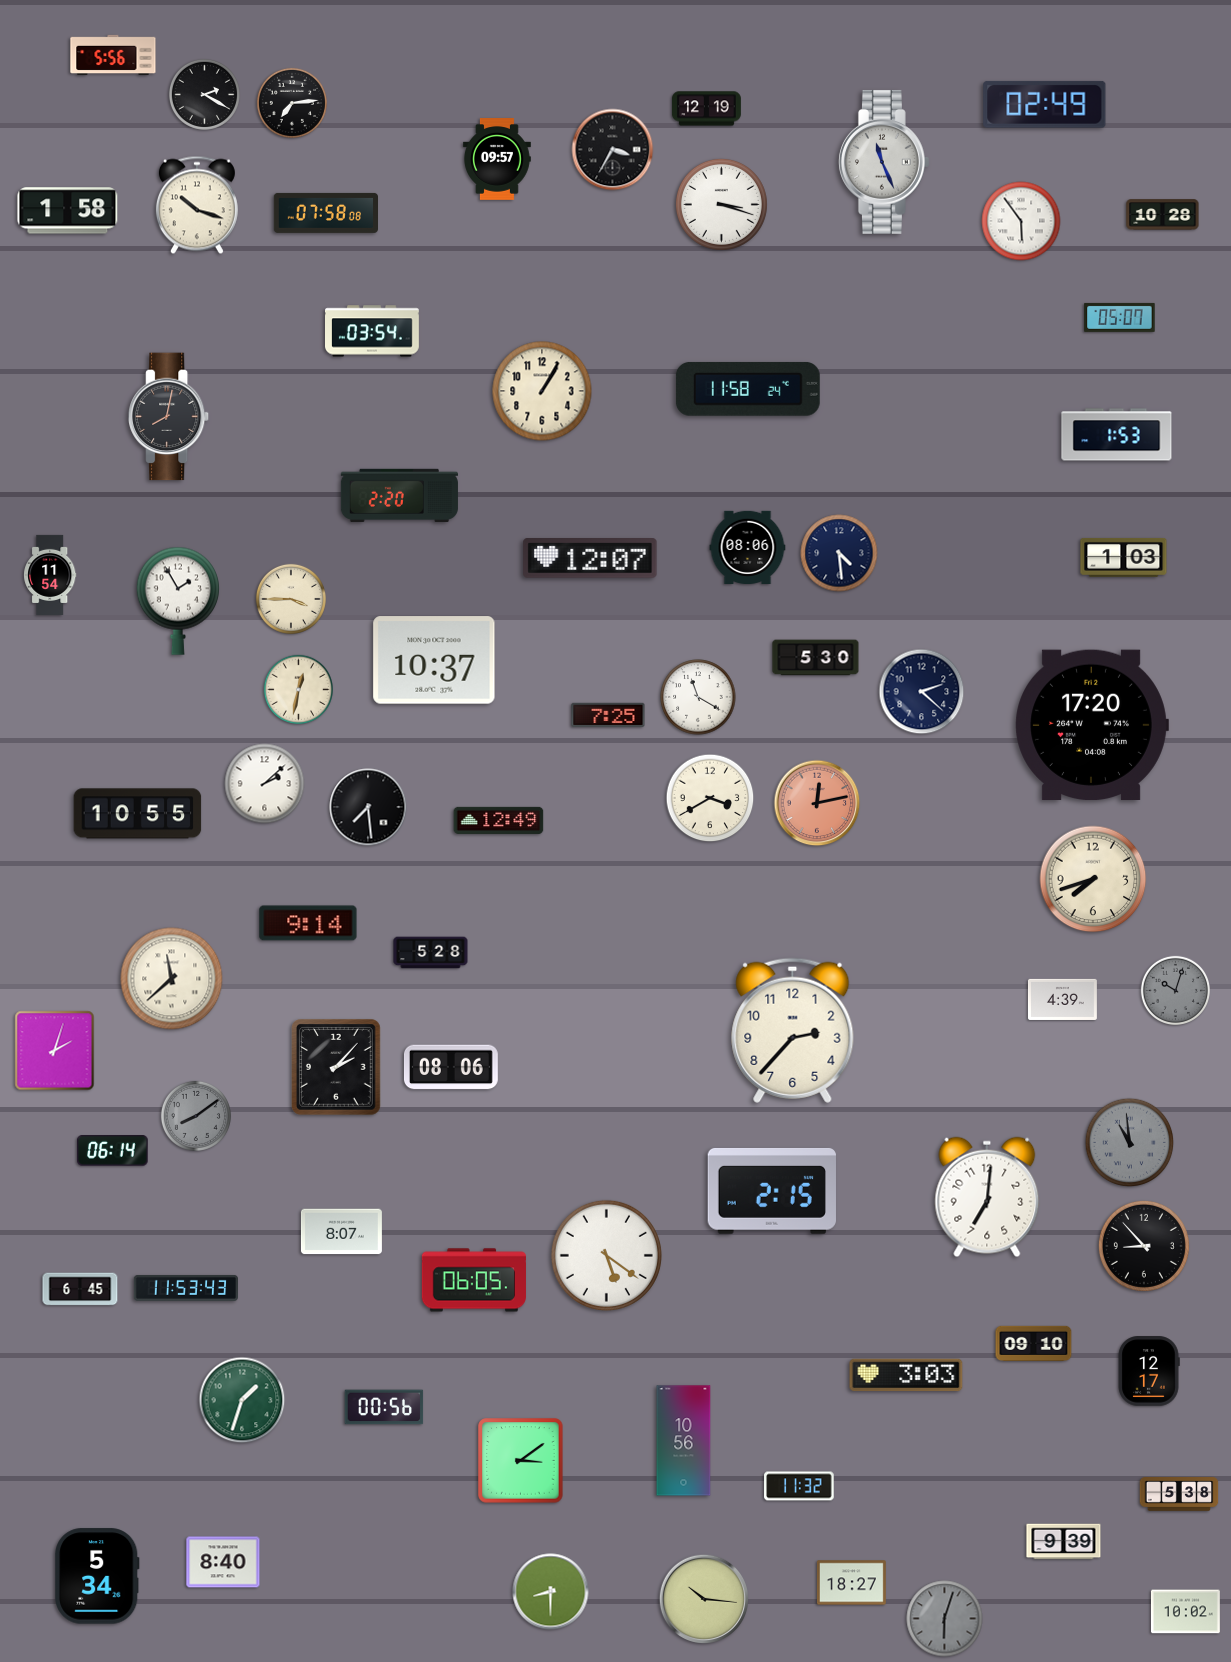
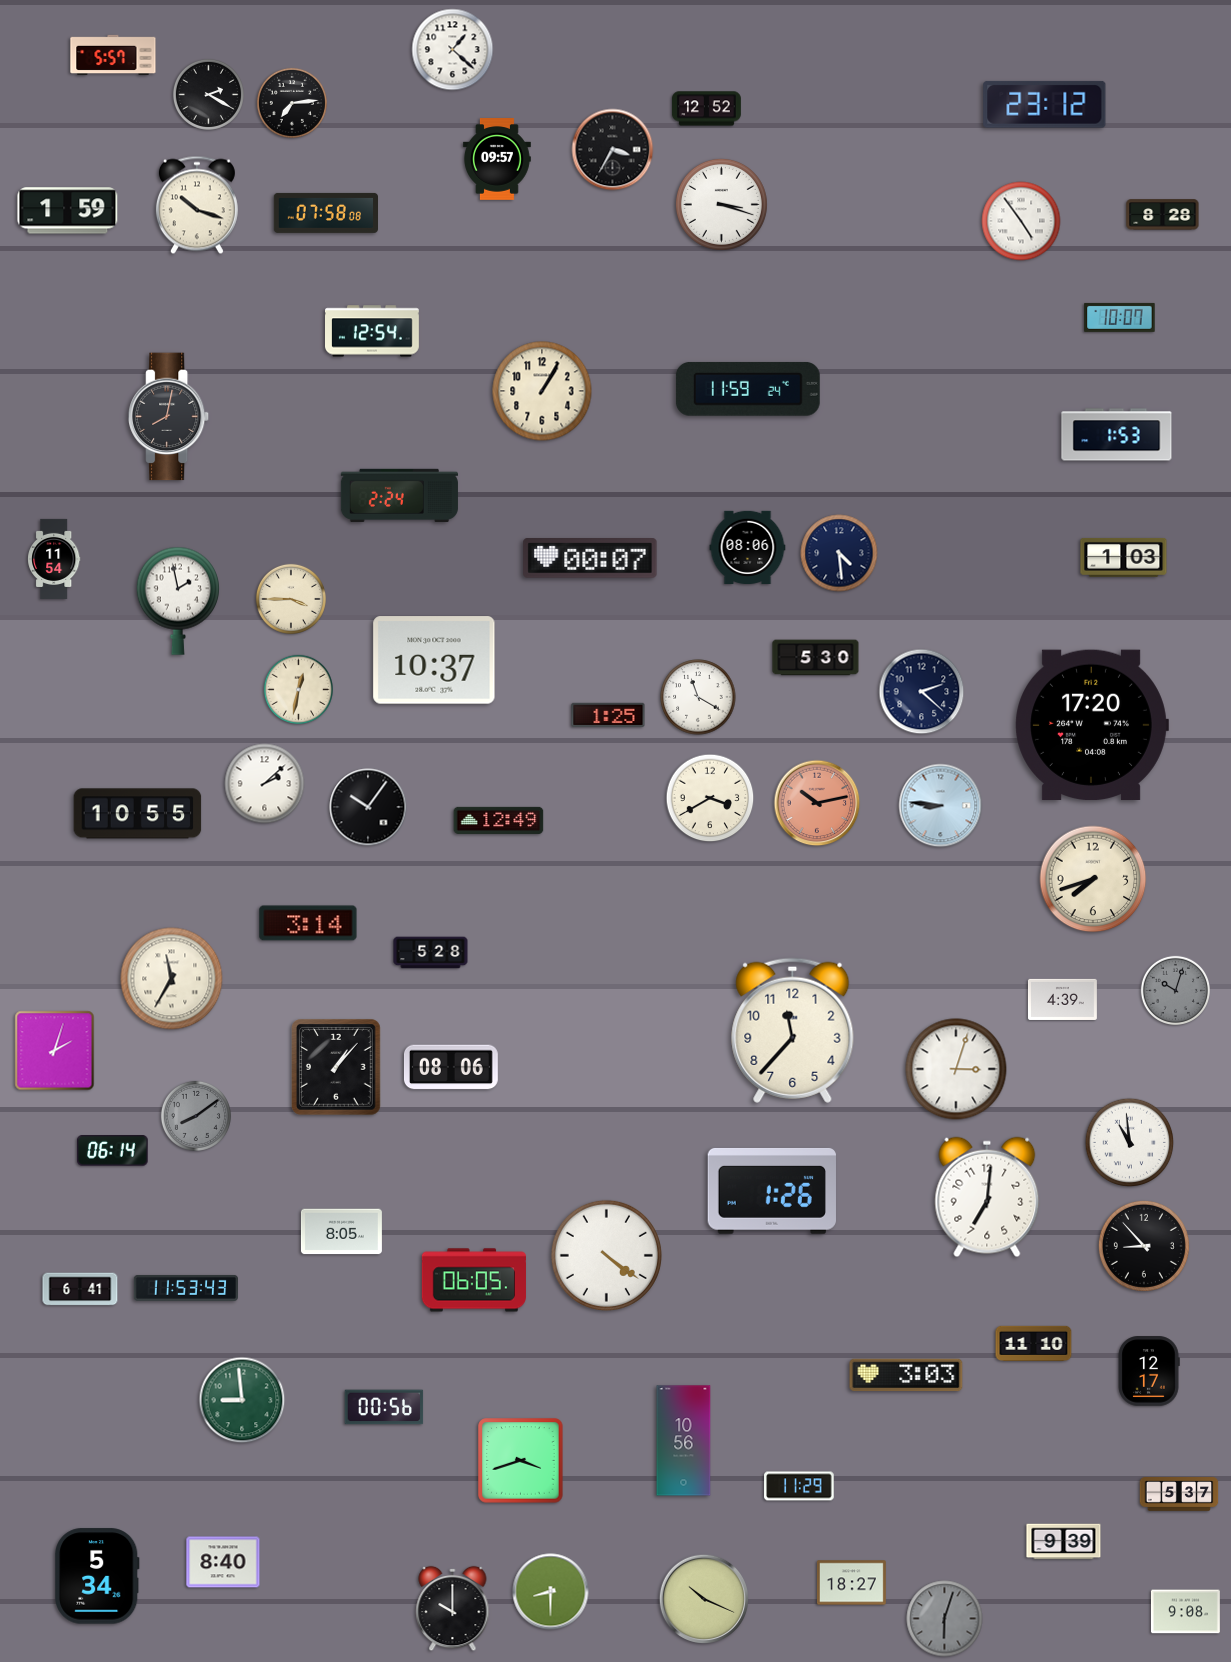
clock at (453, 50): none -> 1:22
clock at (113, 55): 5:56 -> 5:57
clock at (204, 94) position: (204, 94) -> (208, 94)
clock at (1045, 104): 02:49 -> 23:12
clock at (706, 109): 12:19 -> 12:52
clock at (884, 162): 11:26 -> none
clock at (68, 211): 1:58 -> 1:59
clock at (1163, 215): 10:28 -> 8:28
clock at (1021, 221): 5:54 -> 4:54
clock at (1120, 317): 05:07 -> 10:07
clock at (373, 331): 03:54 -> 12:54
clock at (748, 389): 11:58 -> 11:59
clock at (399, 495): 2:20 -> 2:24
clock at (590, 559): 12:07 -> 00:07
clock at (50, 575) position: (50, 575) -> (54, 559)
clock at (177, 601): 1:55 -> 1:58
clock at (608, 714): 7:25 -> 1:25
clock at (817, 803): 12:13 -> 10:13
clock at (941, 806): none -> 8:46
clock at (368, 807): 7:29 -> 10:06
clock at (308, 923): 9:14 -> 3:14
clock at (172, 979): 11:38 -> 11:35
clock at (793, 1030): 2:37 -> 11:37
clock at (336, 1067): 2:07 -> 1:07
clock at (956, 1069): none -> 3:03
clock at (1130, 1143) dial: grey -> white
clock at (772, 1191): 2:15 -> 1:26
clock at (341, 1232): 8:07 -> 8:05
clock at (606, 1255): 5:21 -> 4:21
clock at (80, 1289): 6:45 -> 6:41
clock at (1034, 1343): 09:10 -> 11:10
clock at (242, 1400): 1:33 -> 8:59
clock at (521, 1461): 3:09 -> 3:42
clock at (799, 1486): 11:32 -> 11:29
clock at (1179, 1494): 5:38 -> 5:37
clock at (703, 1598): 10:16 -> 10:19
clock at (453, 1609): none -> 10:00
clock at (1185, 1612): 10:02 -> 9:08
